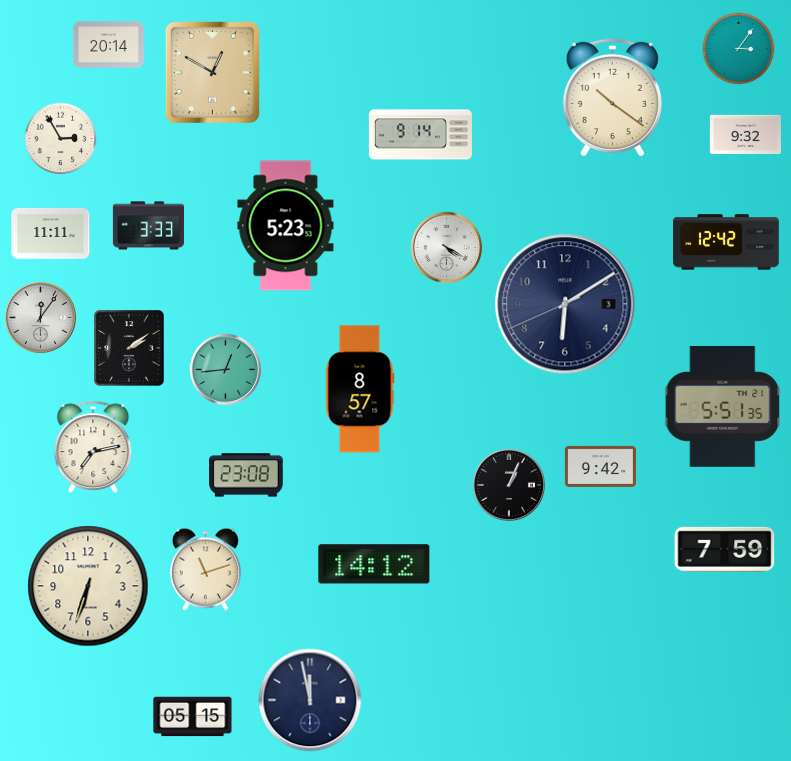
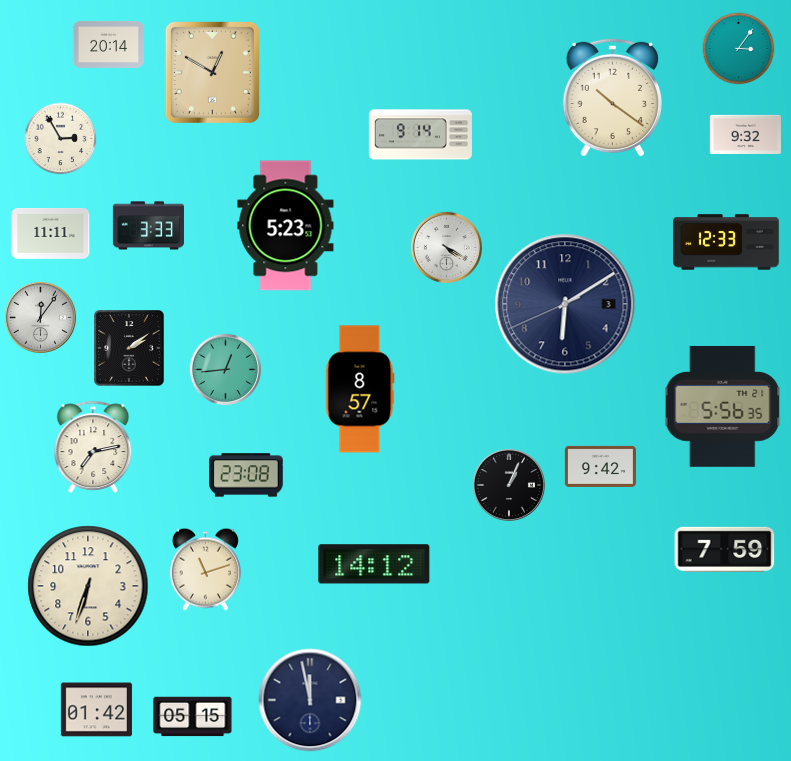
clock at (726, 242): 12:42 -> 12:33
clock at (723, 406): 5:51 -> 5:56
clock at (96, 710): none -> 01:42
